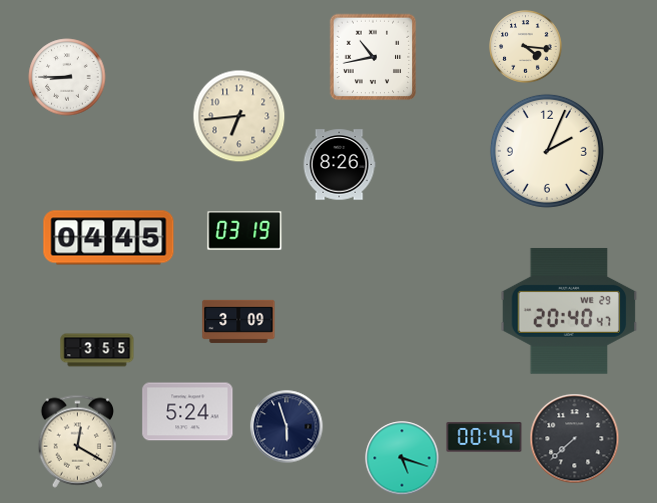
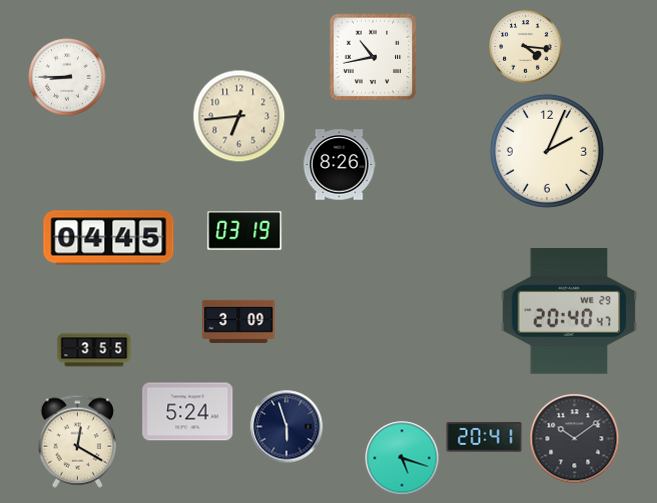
clock at (97, 350) position: (97, 350) -> (94, 350)
clock at (484, 437): 00:44 -> 20:41
clock at (575, 439): 7:38 -> 10:09
